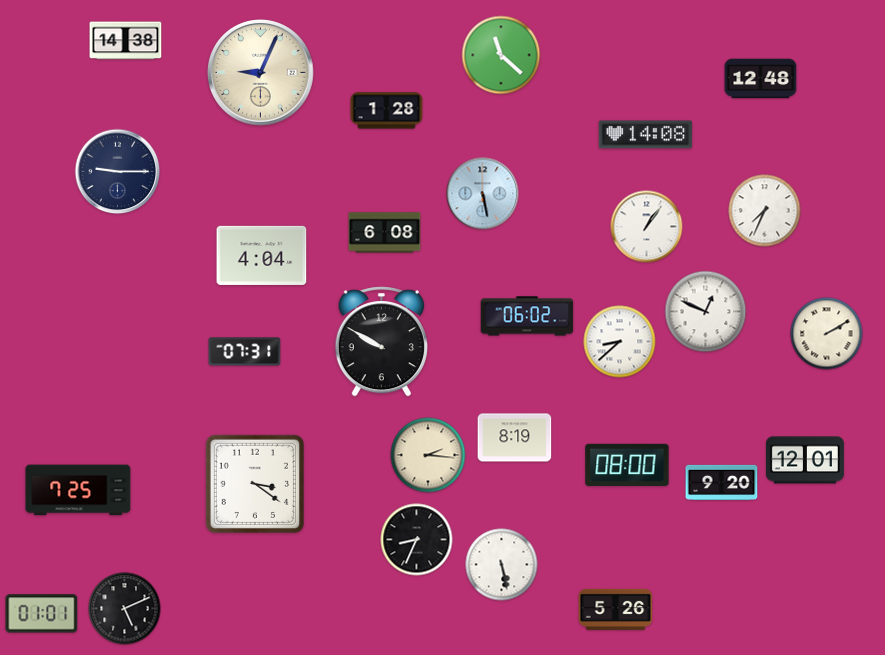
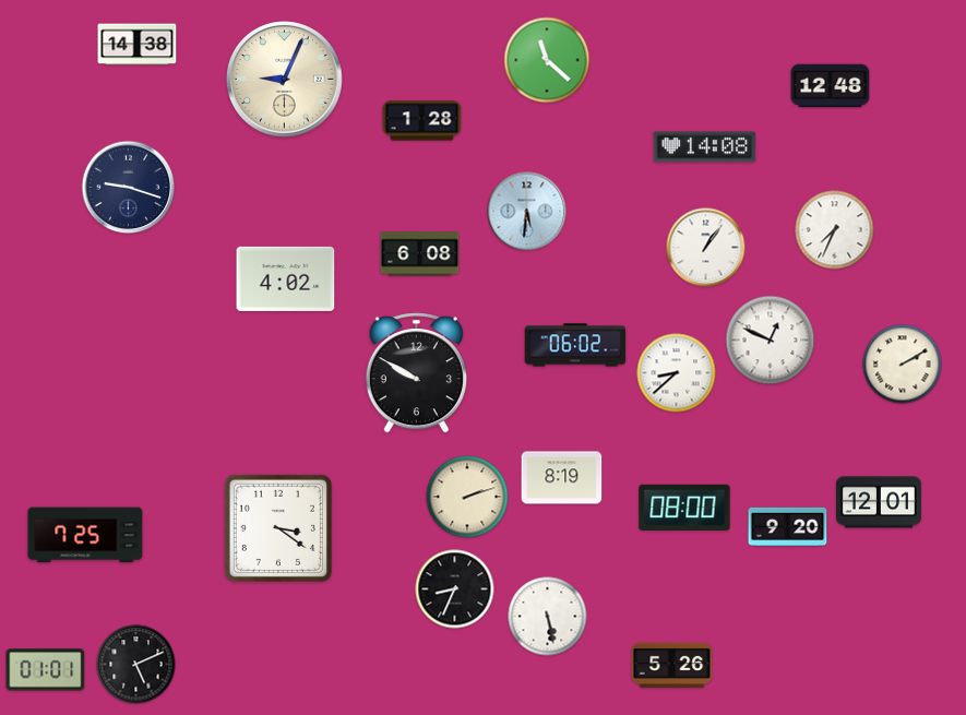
clock at (118, 172): 9:15 -> 9:18
clock at (483, 194): 5:28 -> 5:31
clock at (262, 255): 4:04 -> 4:02
clock at (245, 352): 07:31 -> none
clock at (428, 455): 2:16 -> 2:12
